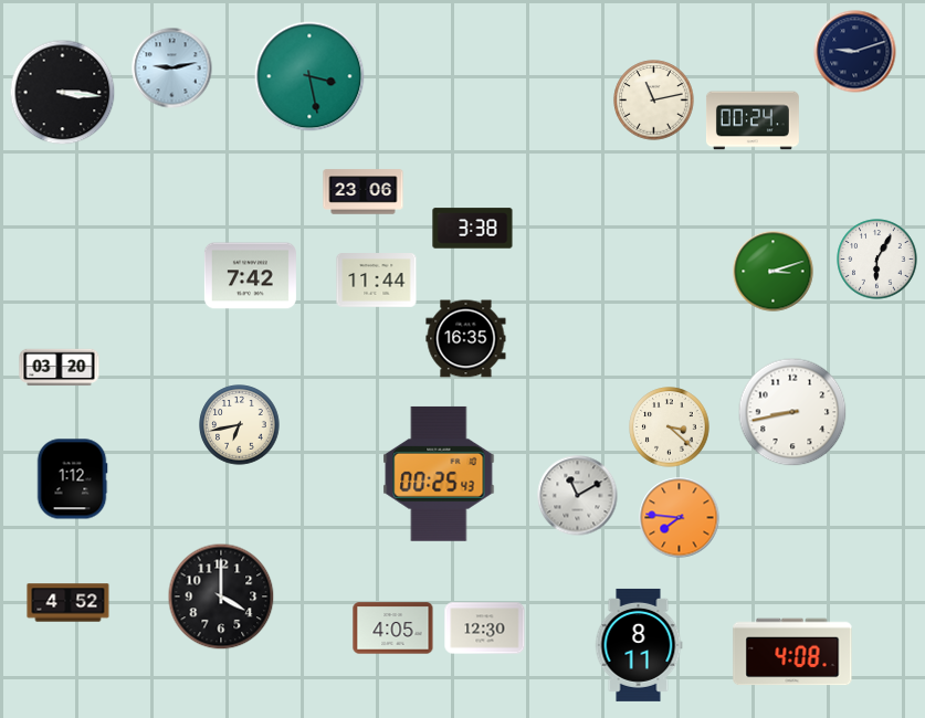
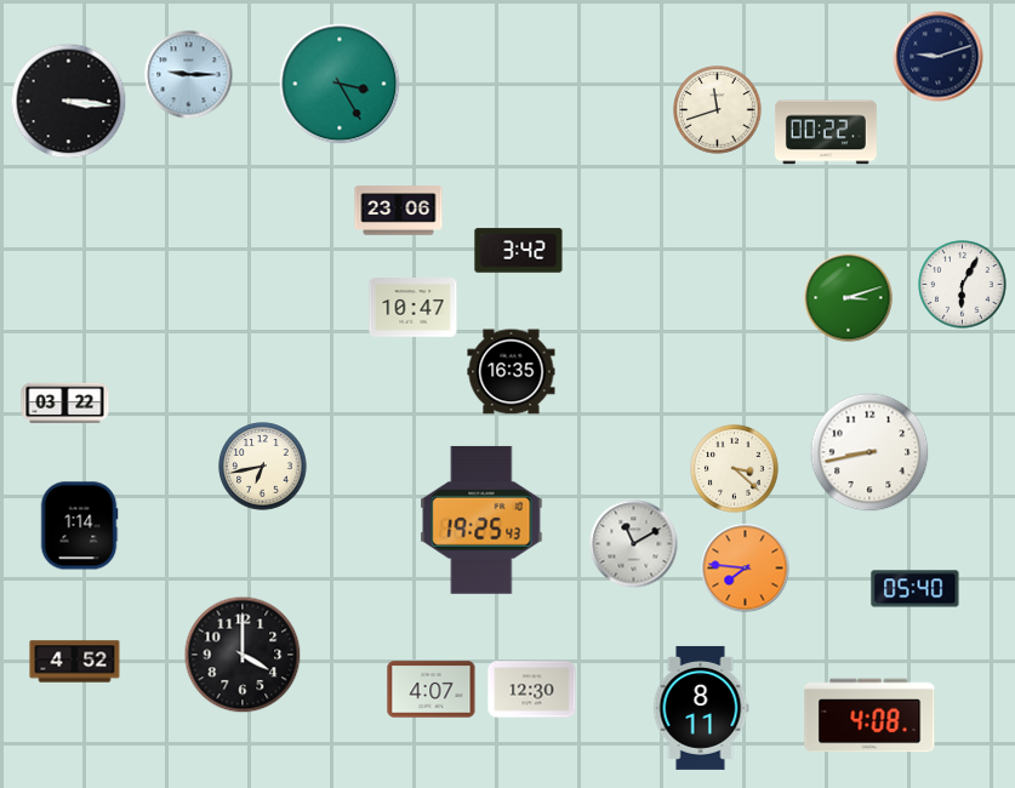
clock at (172, 68): 9:13 -> 9:15
clock at (309, 76): 3:28 -> 3:25
clock at (654, 101): 11:13 -> 11:42
clock at (753, 120): 00:24 -> 00:22
clock at (473, 229): 3:38 -> 3:42
clock at (250, 276): 7:42 -> none
clock at (377, 281): 11:44 -> 10:47
clock at (60, 368): 03:20 -> 03:22
clock at (439, 474): 00:25 -> 19:25
clock at (72, 479): 1:12 -> 1:14
clock at (916, 589): none -> 05:40
clock at (393, 629): 4:05 -> 4:07
